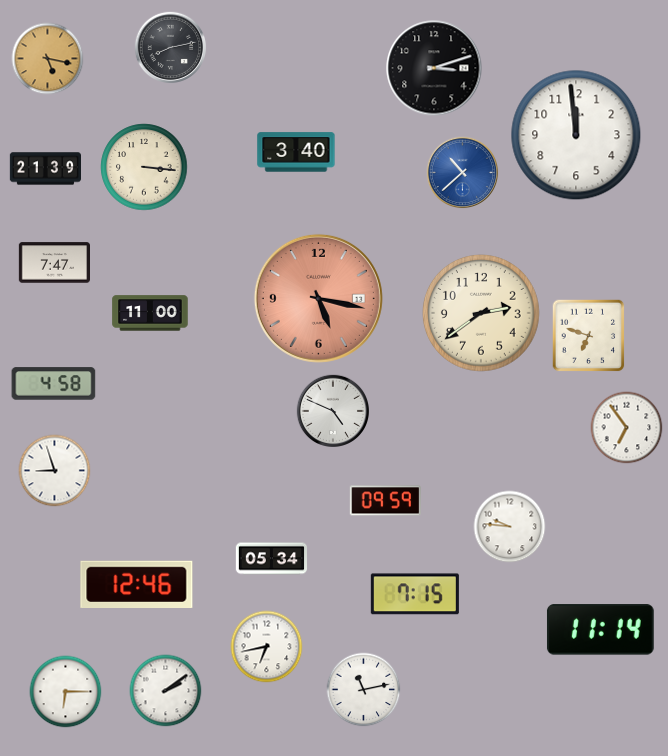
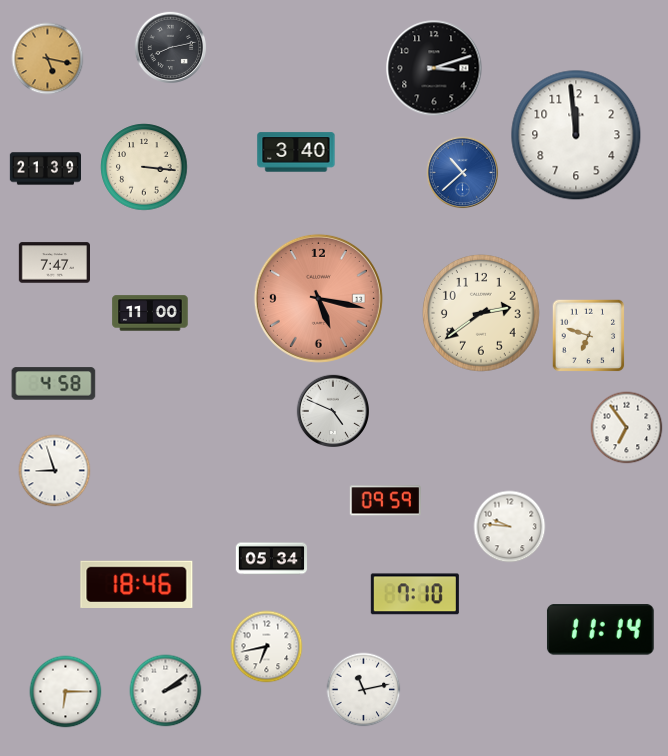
clock at (137, 585): 12:46 -> 18:46
clock at (415, 594): 7:15 -> 7:10
